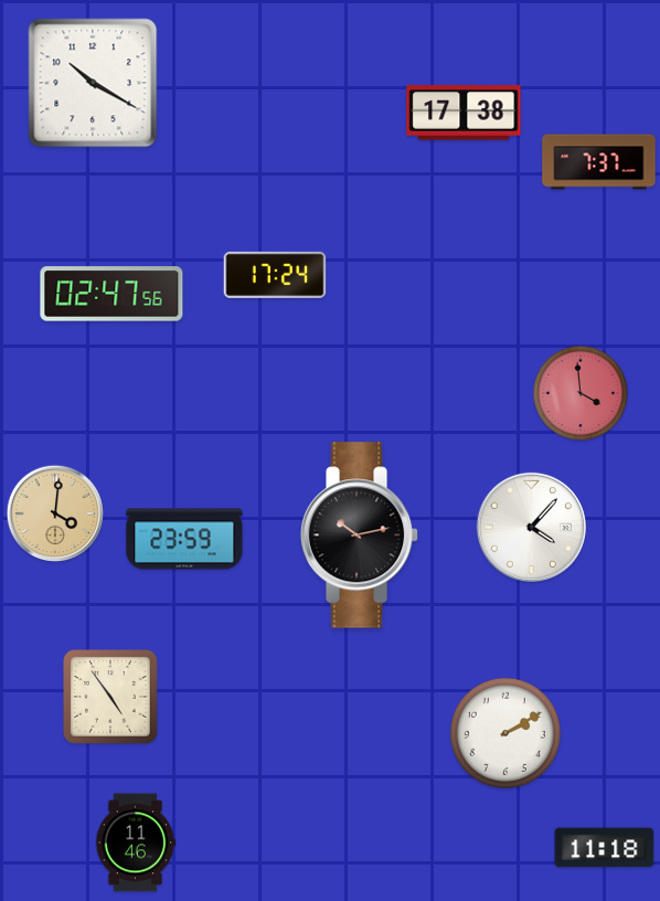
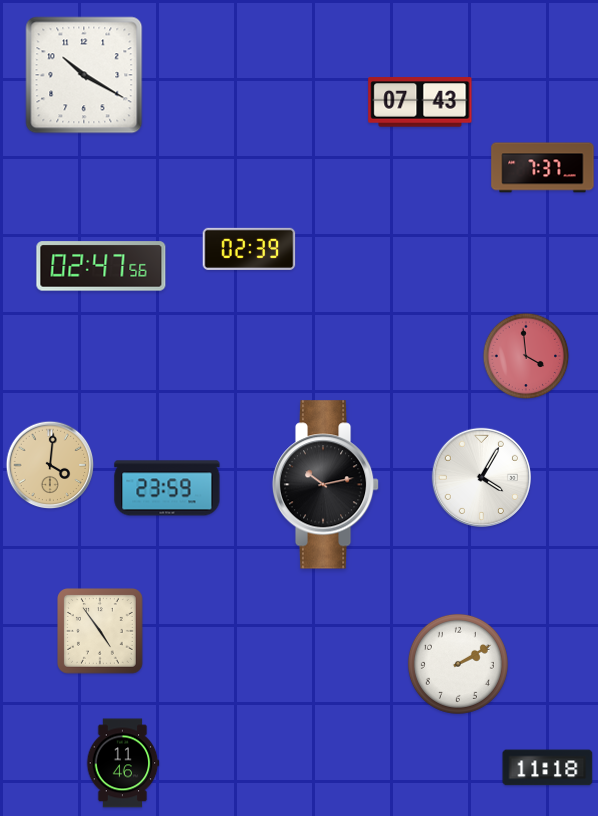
clock at (464, 113): 17:38 -> 07:43
clock at (599, 162) position: (599, 162) -> (543, 168)
clock at (275, 275): 17:24 -> 02:39
clock at (531, 527): 4:07 -> 4:05
